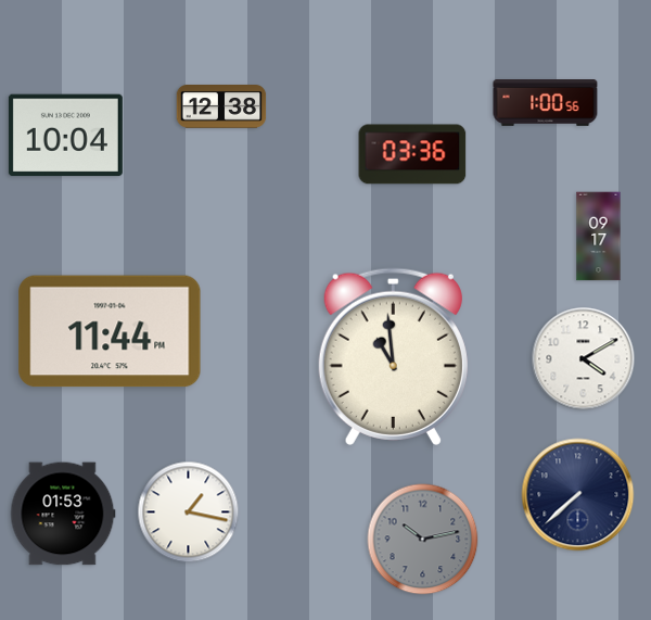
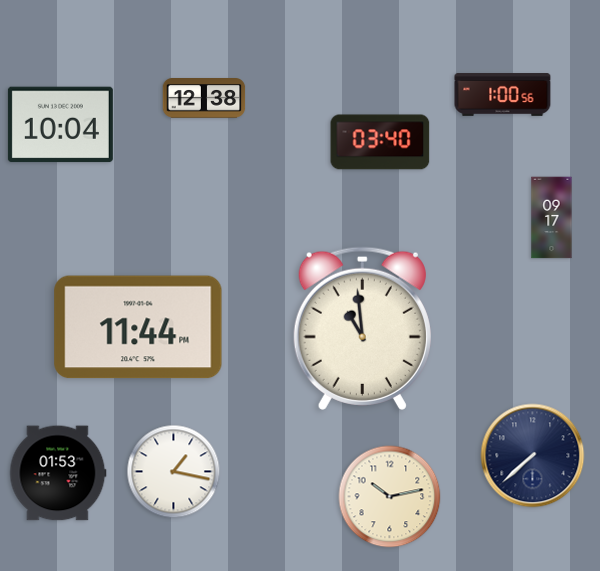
clock at (412, 154): 03:36 -> 03:40
clock at (110, 331) position: (110, 331) -> (138, 327)
clock at (584, 359): 4:10 -> none
clock at (423, 540) dial: grey -> cream
